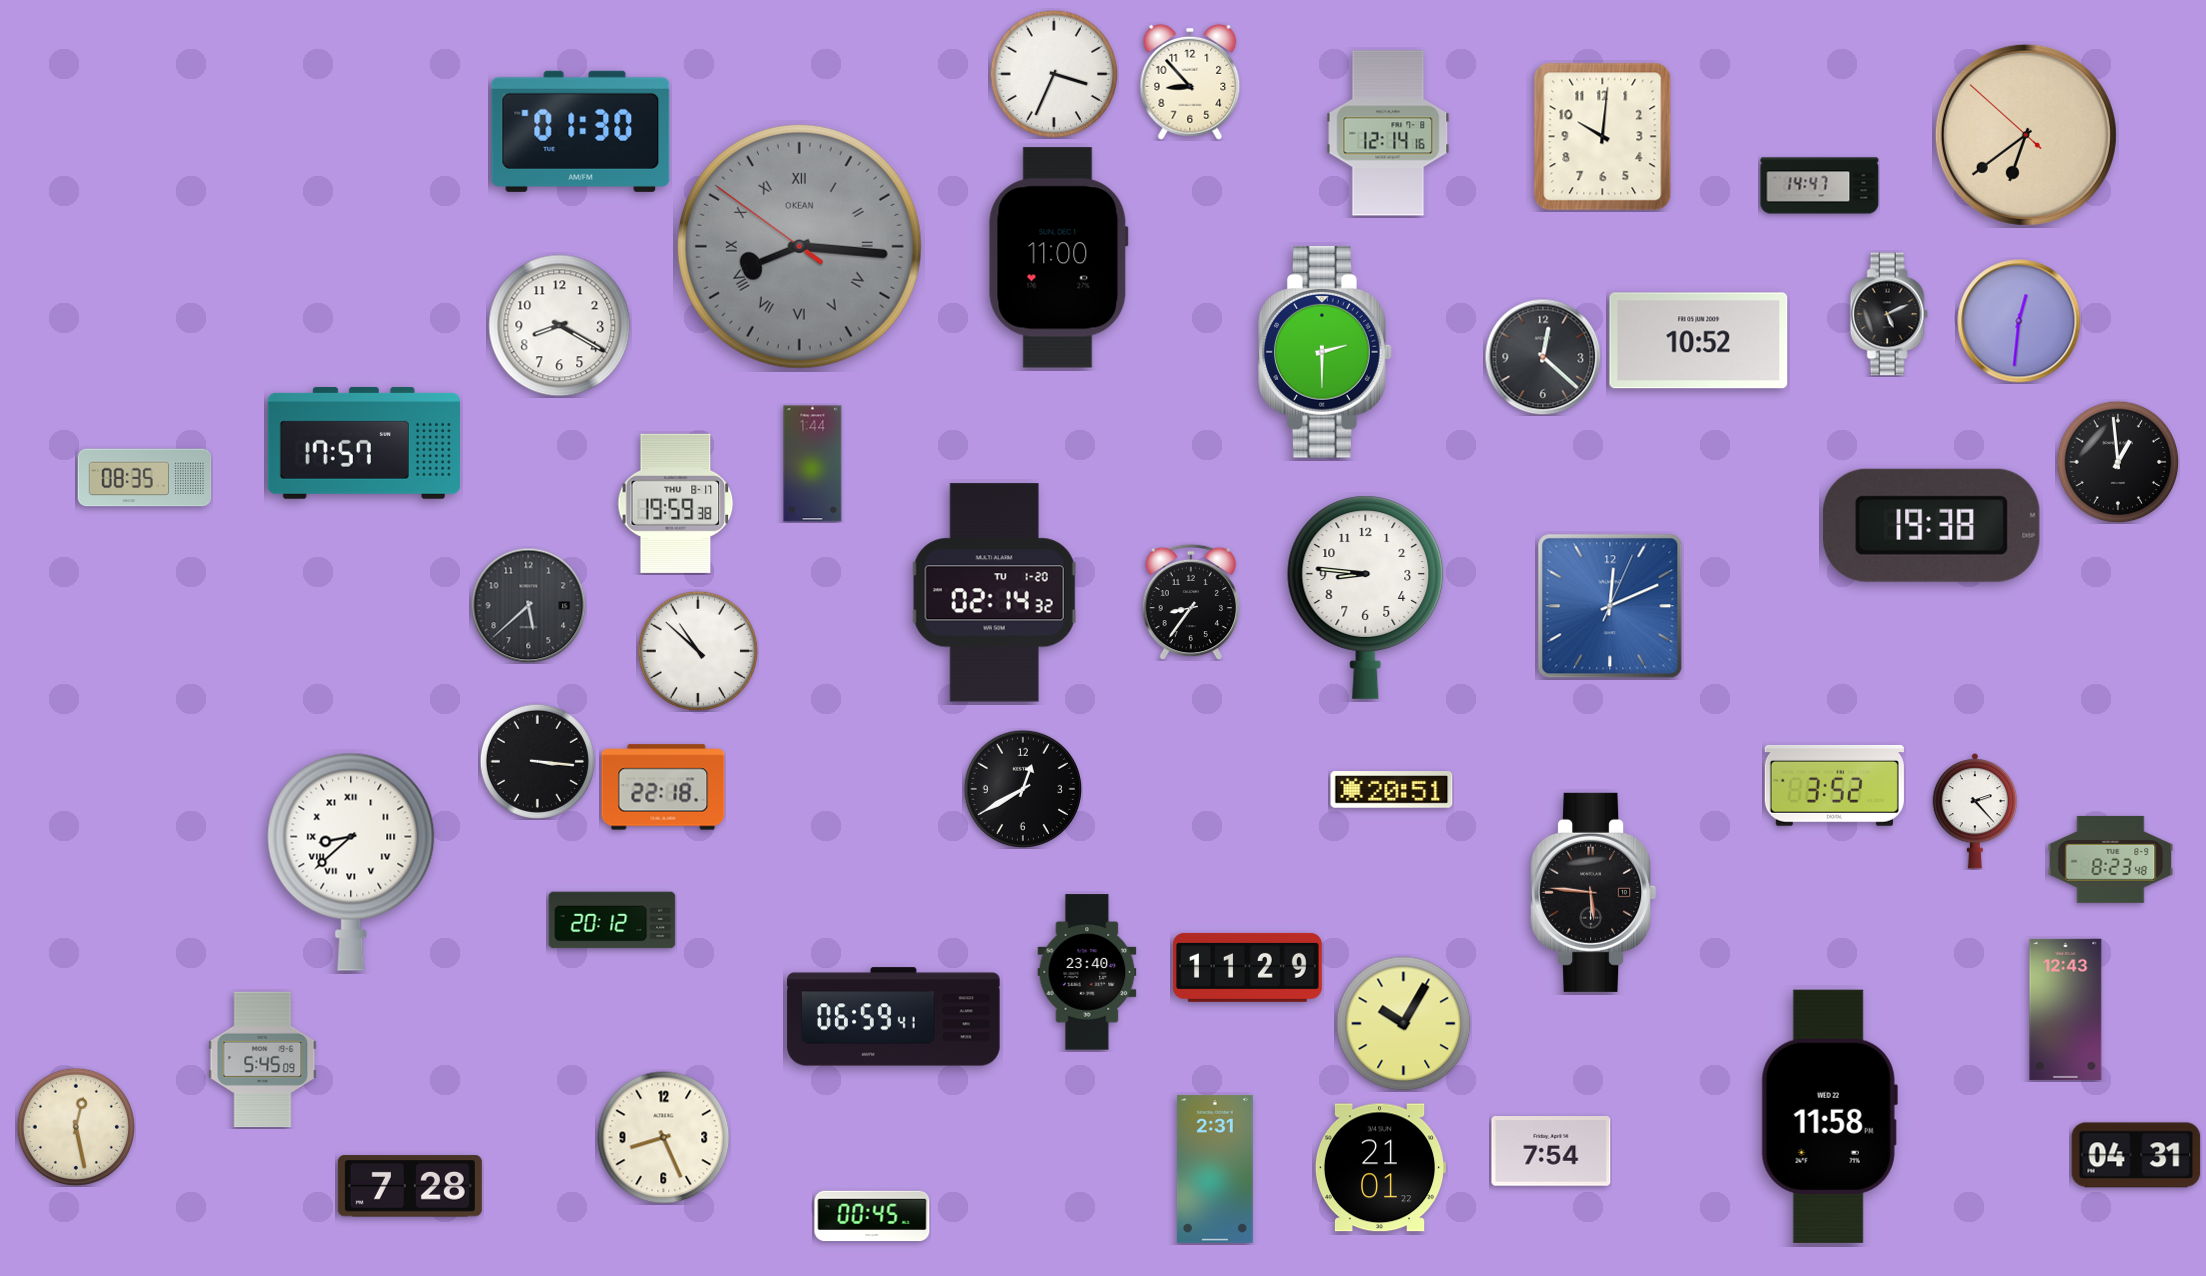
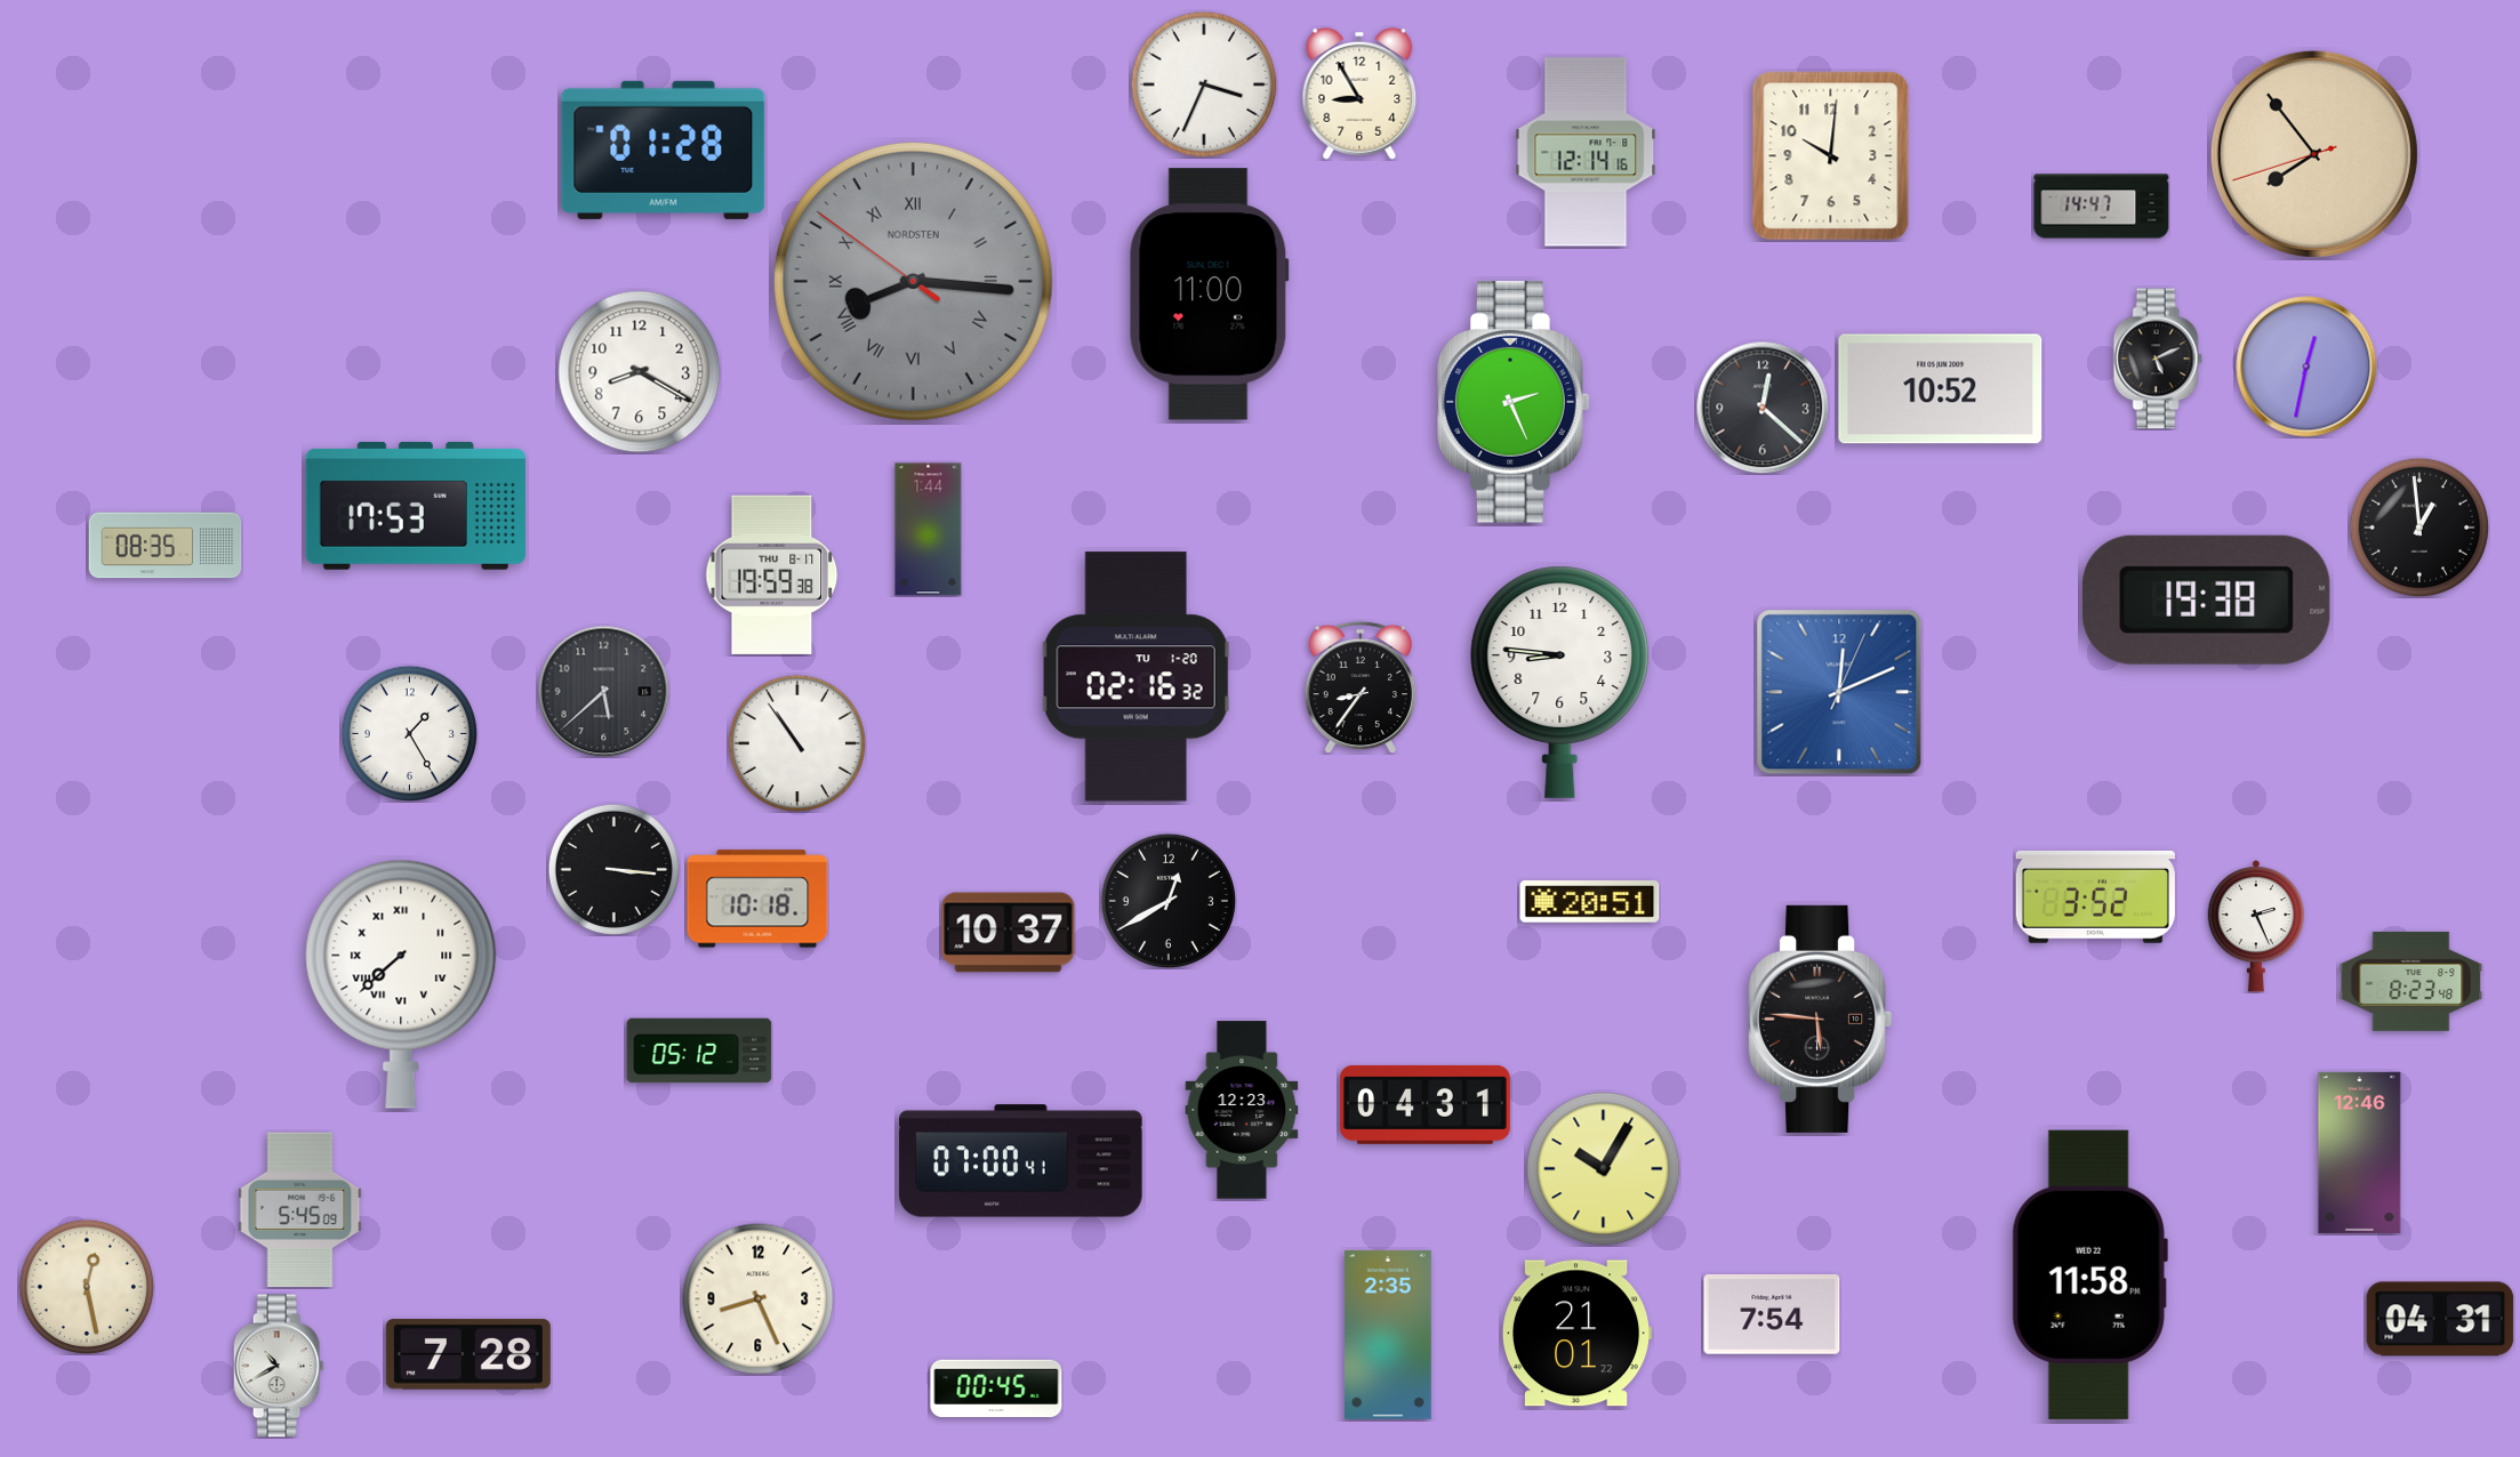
clock at (1190, 82): 8:53 -> 8:55
clock at (581, 131): 01:30 -> 01:28
clock at (2026, 135): 6:38 -> 7:53
clock at (1820, 186) position: (1820, 186) -> (2102, 207)
clock at (799, 246) brand: OKEAN -> NORDSTEN
clock at (2019, 321): 12:31 -> 12:32
clock at (1325, 353): 2:30 -> 2:26
clock at (364, 443): 17:57 -> 17:53
clock at (994, 593): 02:14 -> 02:16
clock at (409, 733): none -> 1:25
clock at (697, 650): 10:52 -> 10:54
clock at (663, 787): 22:18 -> 10:18
clock at (1975, 811): 2:23 -> 2:26
clock at (1009, 933): none -> 10:37
clock at (351, 862): 8:38 -> 7:38
clock at (612, 920): 20:12 -> 05:12
clock at (1247, 967): 11:29 -> 04:31
clock at (1087, 972): 23:40 -> 12:23
clock at (2066, 1009): 12:43 -> 12:46
clock at (894, 1017): 06:59 -> 07:00
clock at (1215, 1169): 2:31 -> 2:35
clock at (279, 1366): none -> 10:40
